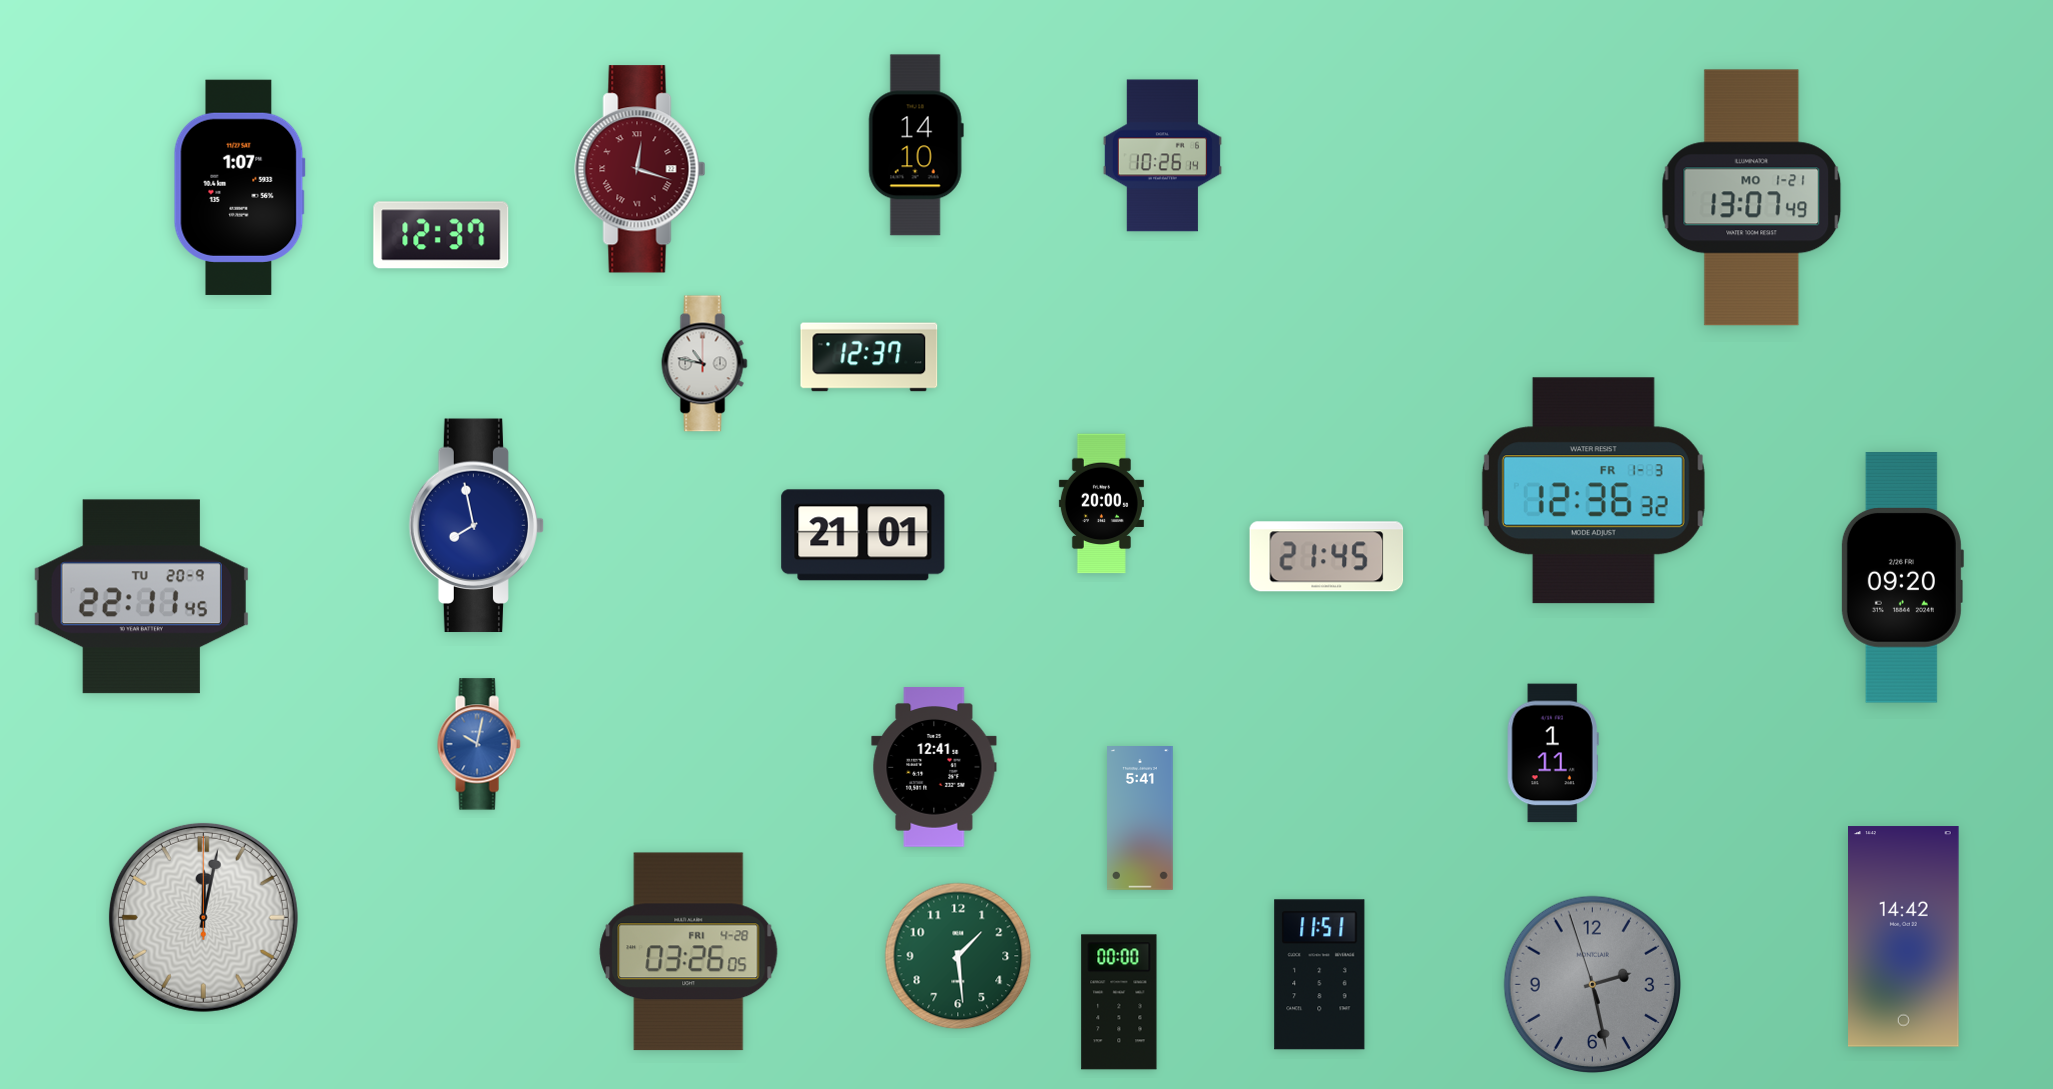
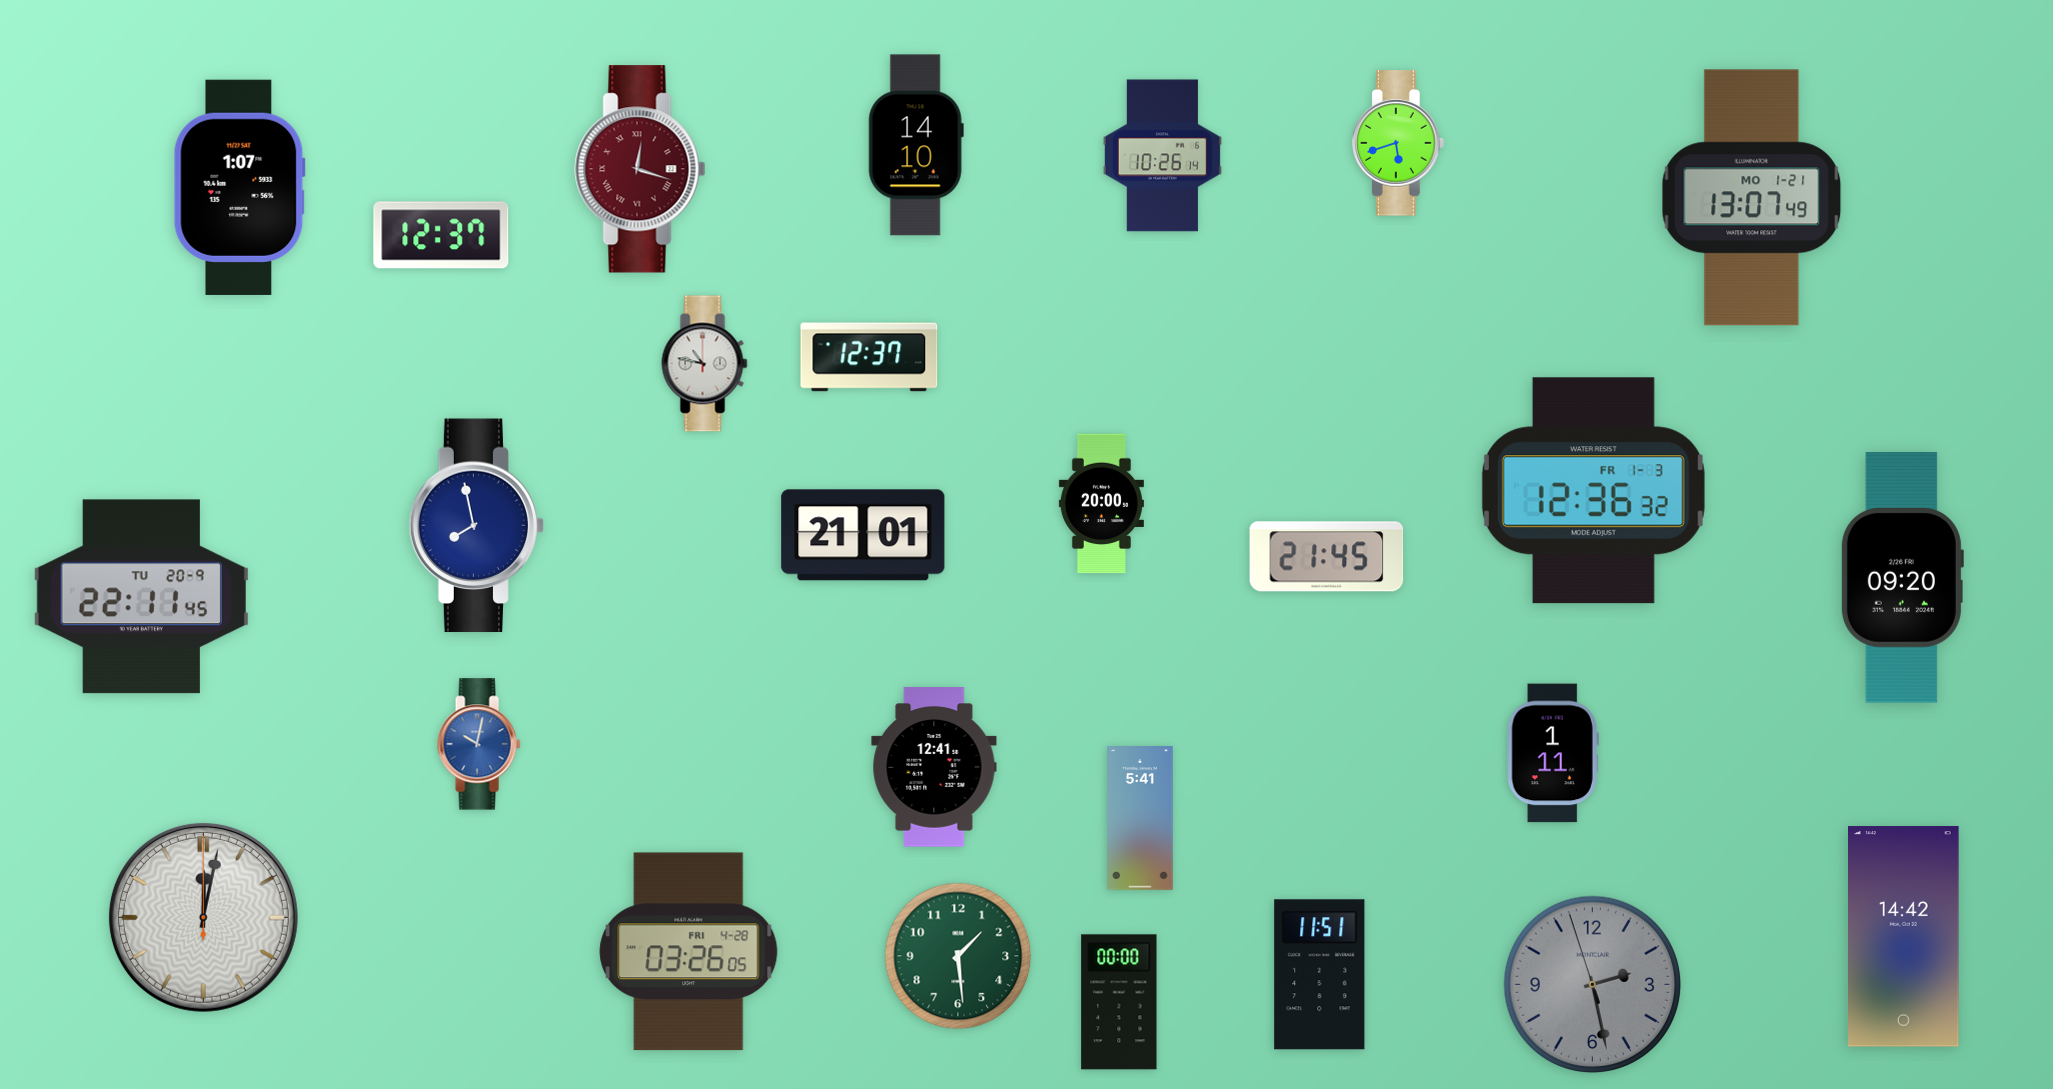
clock at (1399, 143): none -> 5:42
